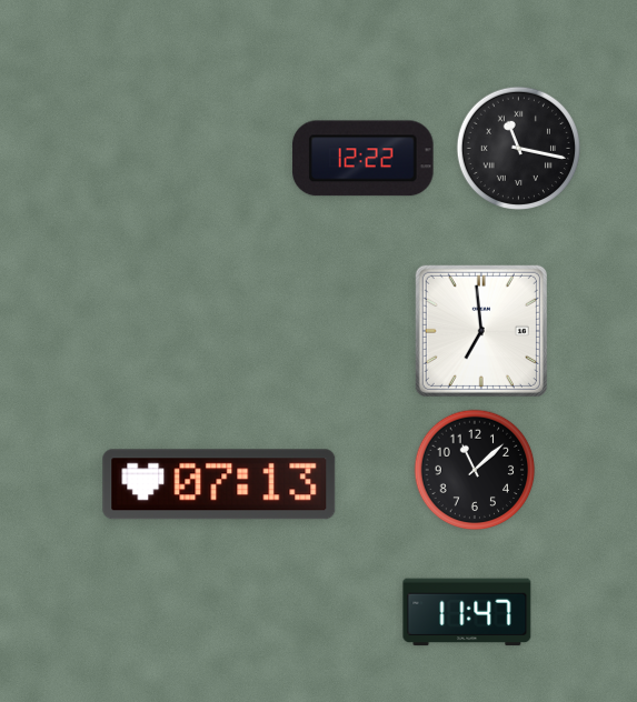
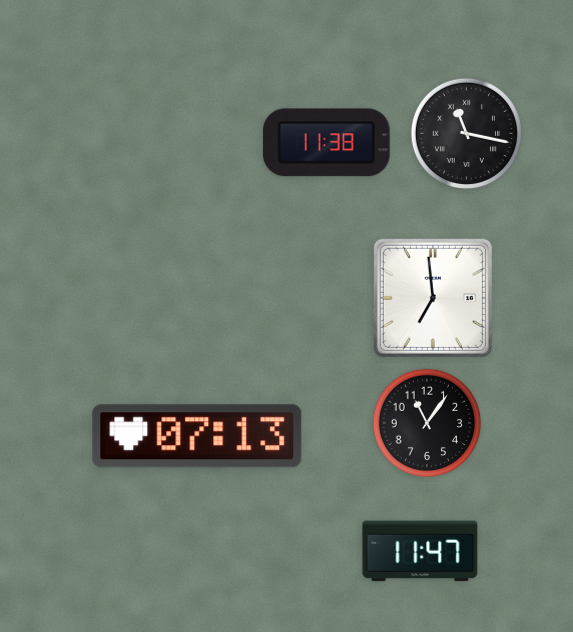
clock at (364, 159): 12:22 -> 11:38
clock at (475, 470): 11:08 -> 11:06
